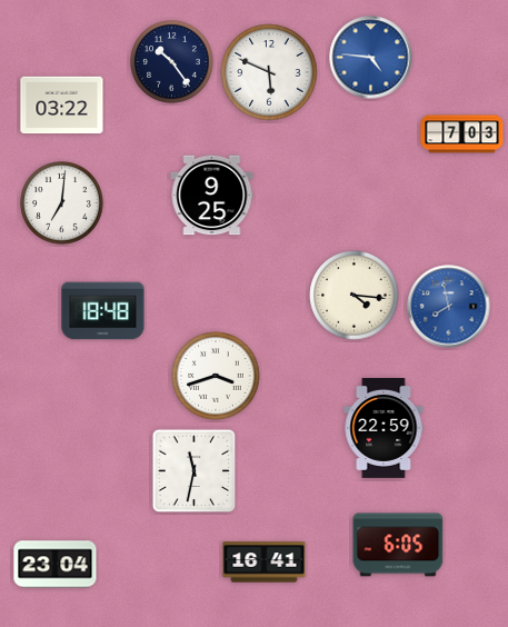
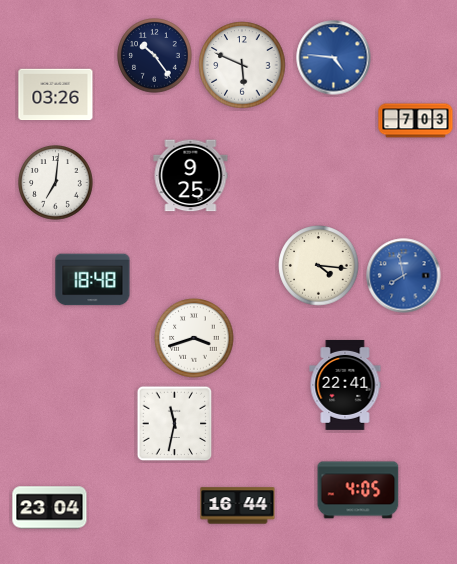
clock at (371, 58) position: (371, 58) -> (334, 58)
clock at (62, 106): 03:22 -> 03:26
clock at (384, 428): 22:59 -> 22:41
clock at (398, 545): 6:05 -> 4:05
clock at (265, 563): 16:41 -> 16:44
